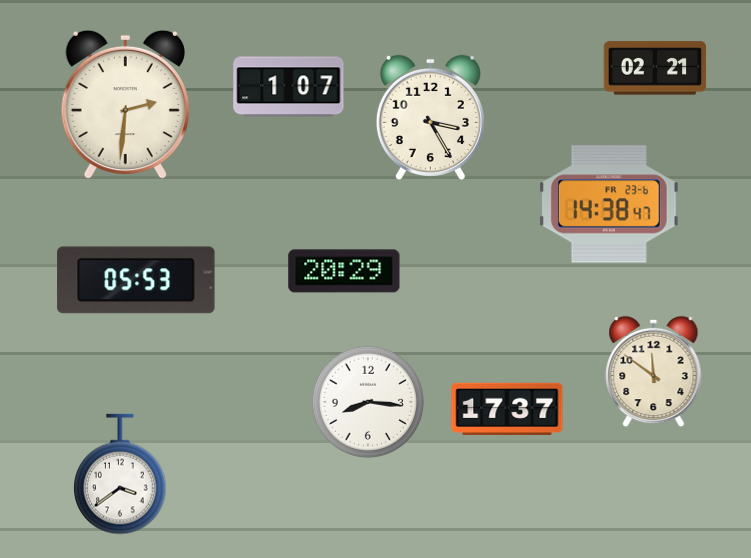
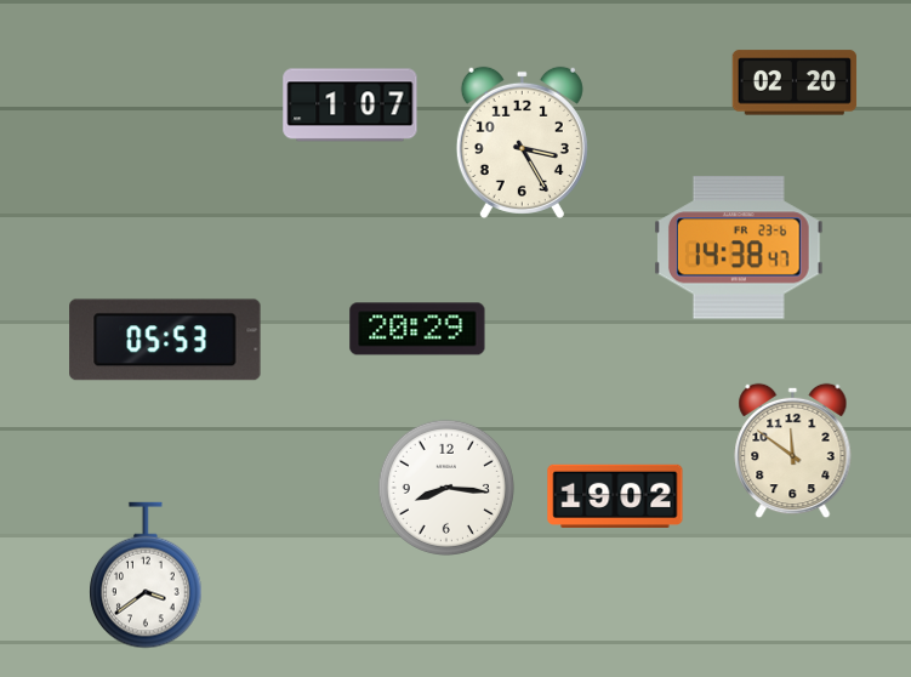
clock at (655, 68): 02:21 -> 02:20
clock at (125, 105): 2:31 -> none
clock at (507, 409): 17:37 -> 19:02
